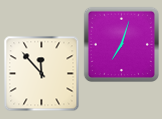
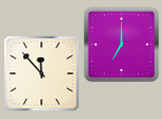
clock at (121, 44): 7:03 -> 7:00
